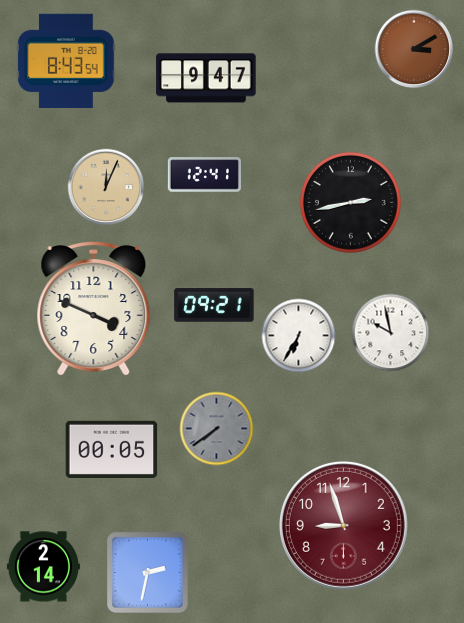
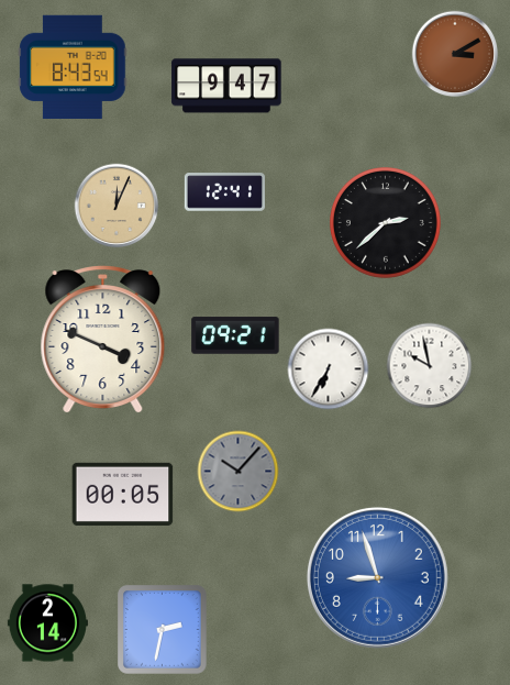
clock at (351, 203): 2:43 -> 2:38
clock at (217, 429): 7:39 -> 10:07
clock at (343, 525) dial: burgundy -> blue
